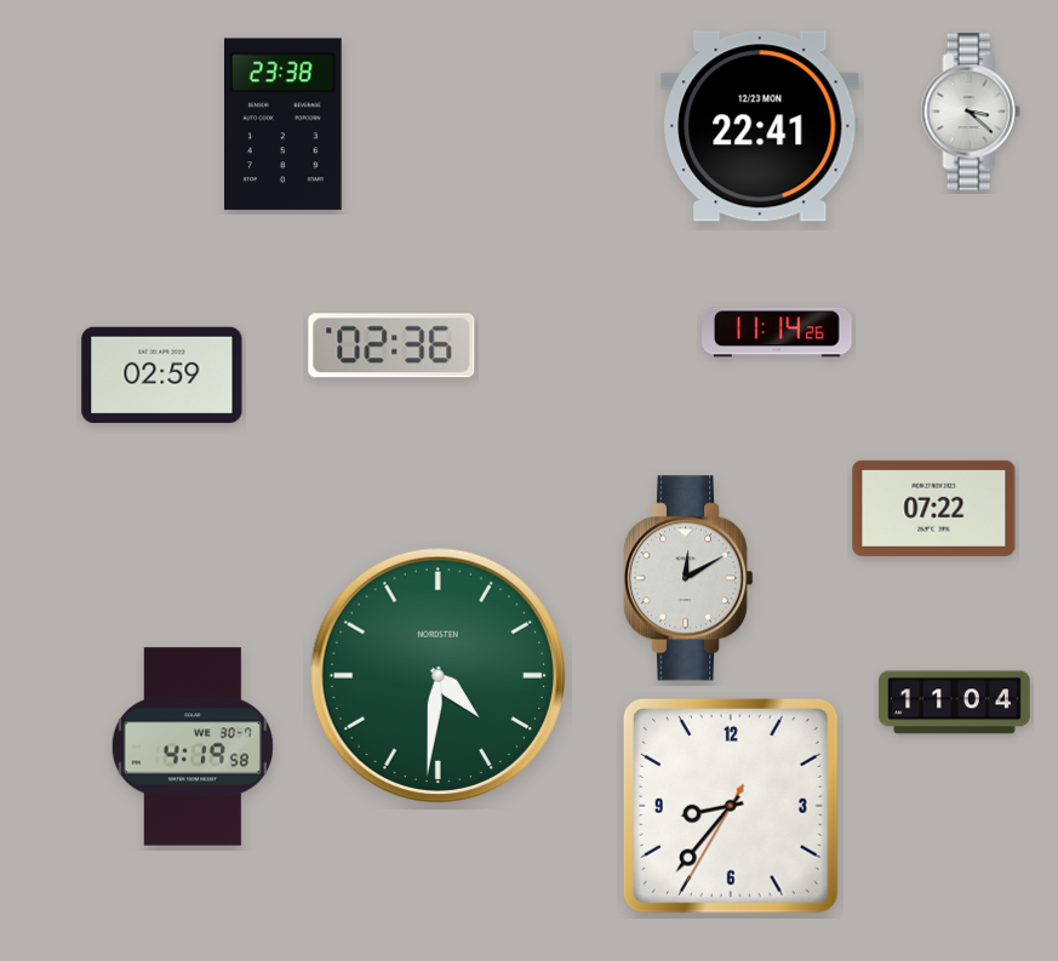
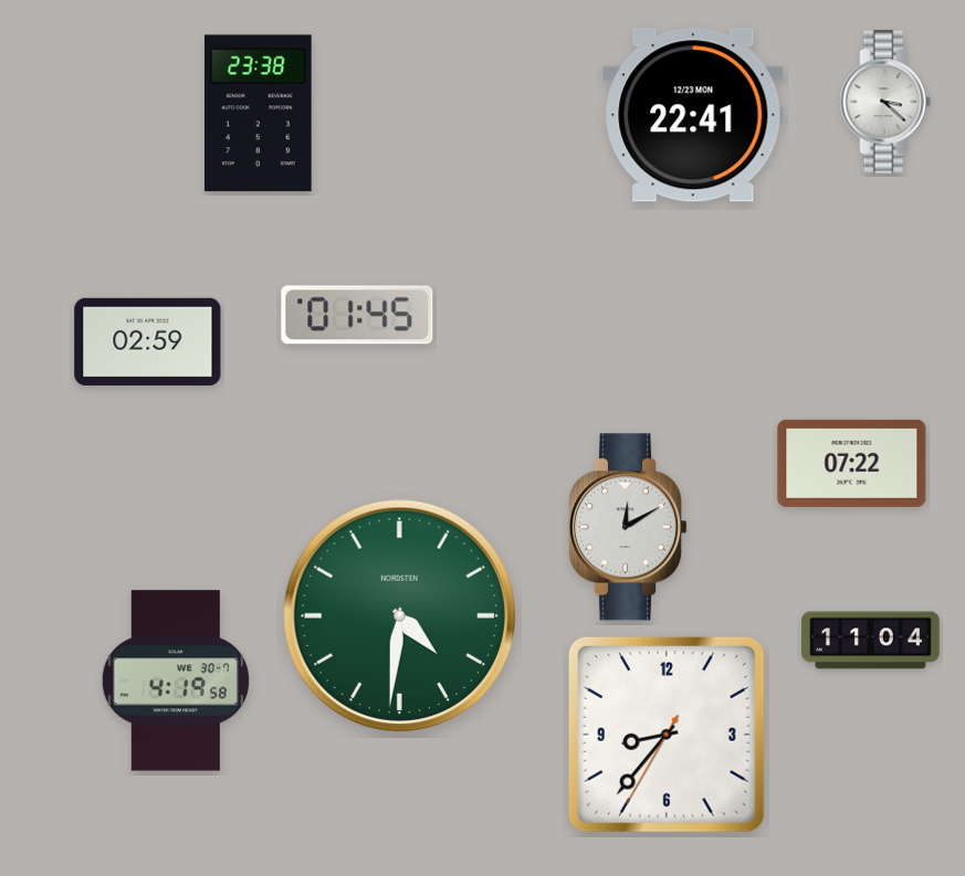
clock at (778, 332): 11:14 -> none
clock at (391, 345): 02:36 -> 01:45
